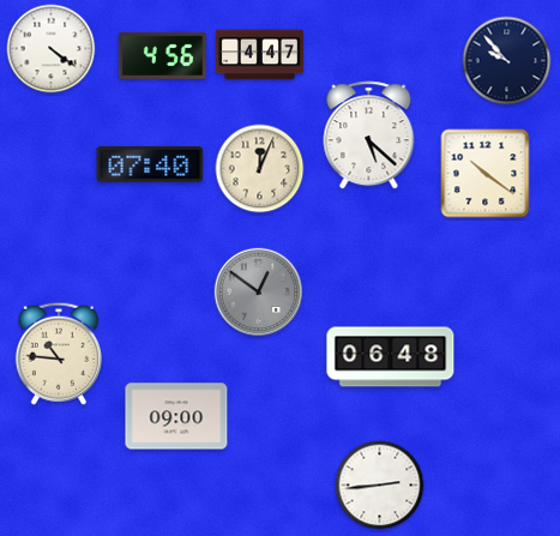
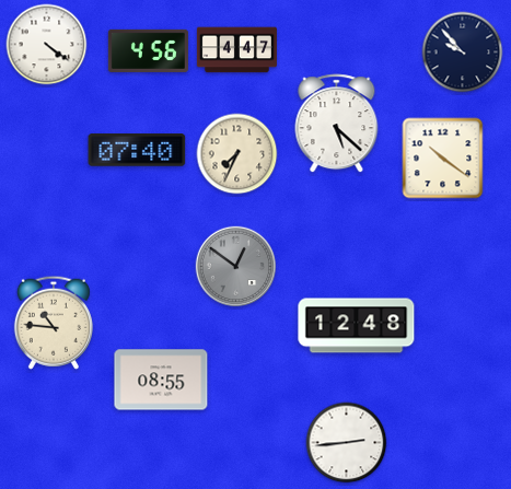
clock at (507, 61) position: (507, 61) -> (463, 53)
clock at (260, 169): 12:04 -> 7:34
clock at (391, 357): 06:48 -> 12:48
clock at (176, 416): 09:00 -> 08:55
